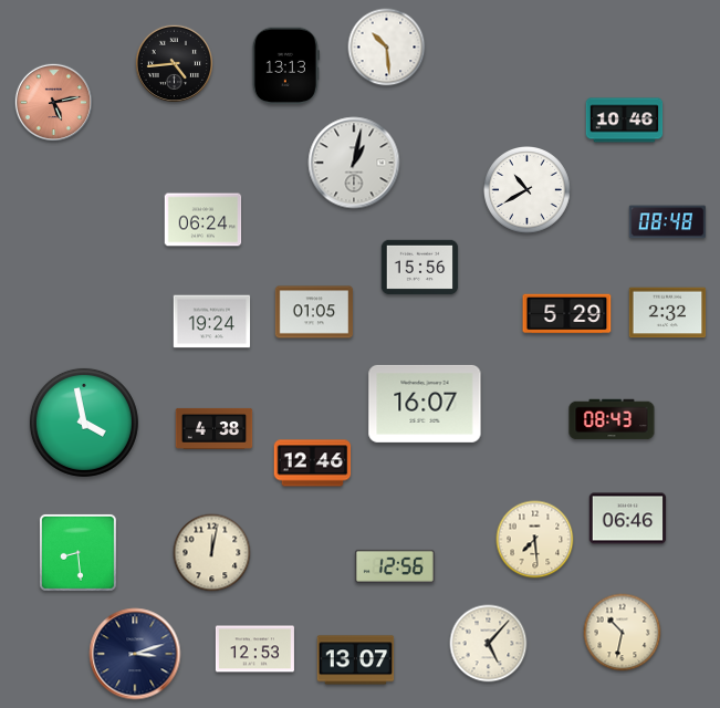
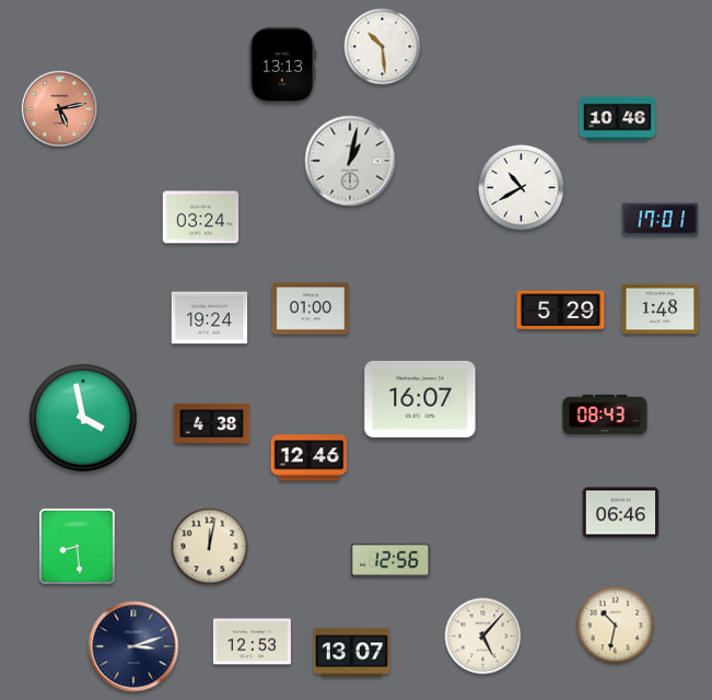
clock at (174, 63): 4:44 -> none
clock at (53, 102) position: (53, 102) -> (59, 108)
clock at (204, 220): 06:24 -> 03:24
clock at (668, 222): 08:48 -> 17:01
clock at (420, 268): 15:56 -> none
clock at (313, 312): 01:05 -> 01:00
clock at (668, 313): 2:32 -> 1:48
clock at (535, 540): 7:29 -> none
